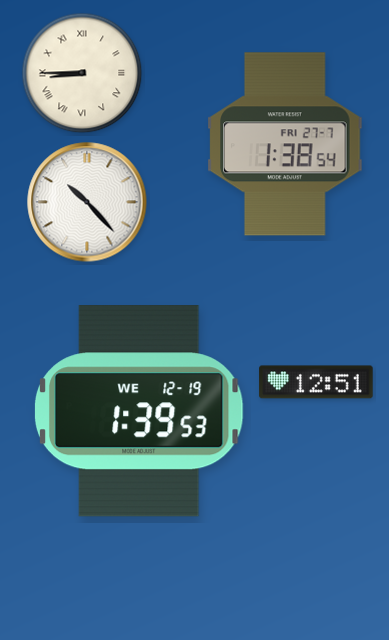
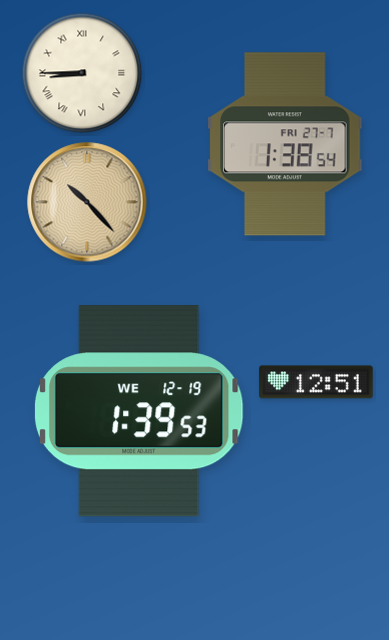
clock at (87, 202) dial: white -> champagne
